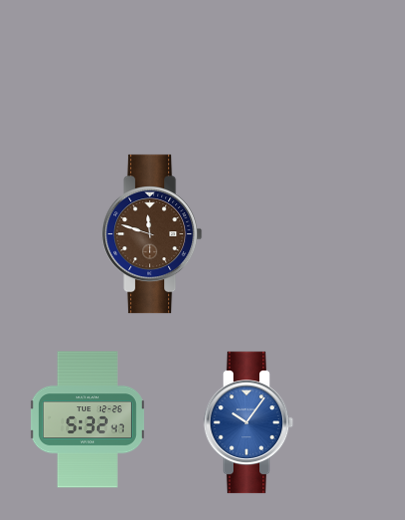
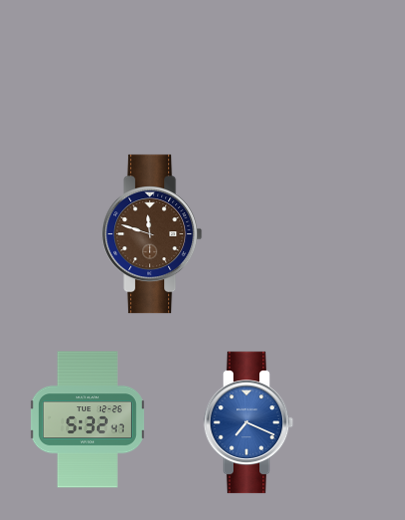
clock at (249, 423): 10:06 -> 7:19
